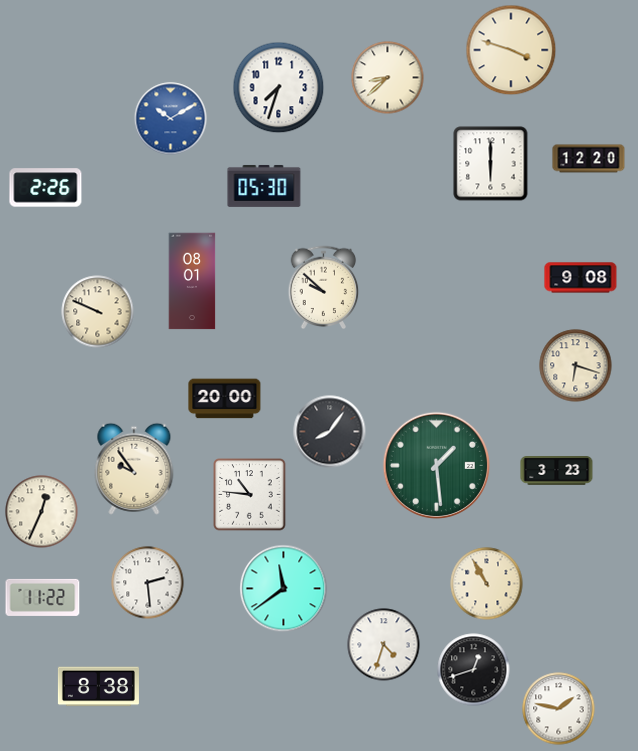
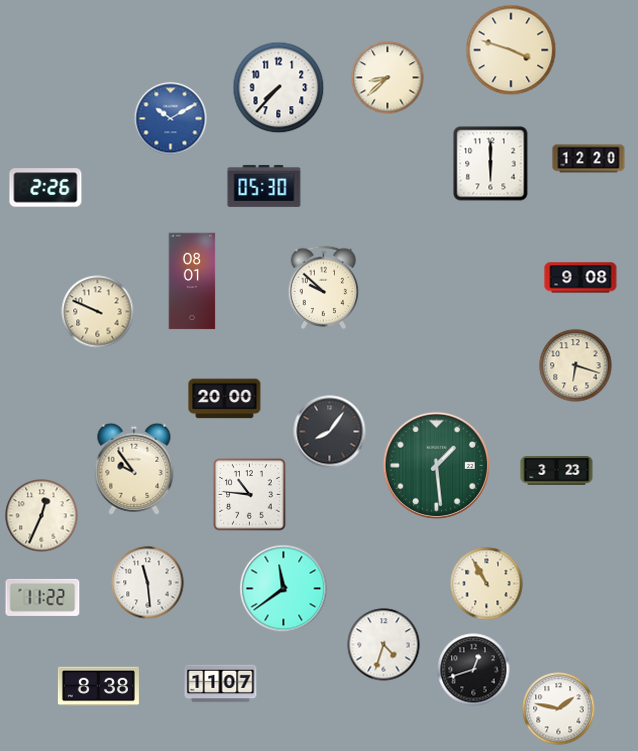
clock at (279, 88): 7:33 -> 7:37
clock at (42, 512) position: (42, 512) -> (42, 516)
clock at (148, 583): 2:29 -> 11:29
clock at (221, 684): none -> 11:07
